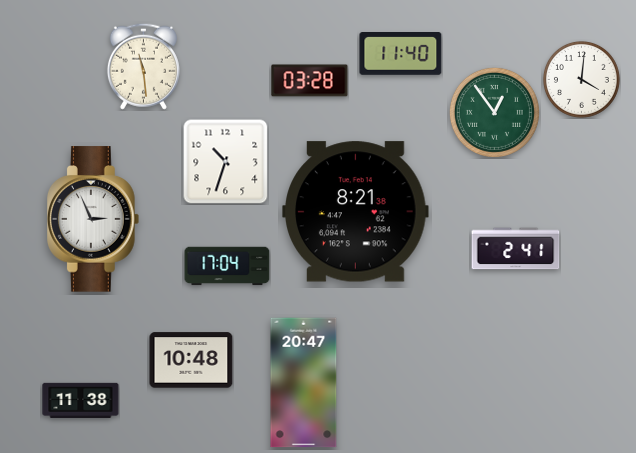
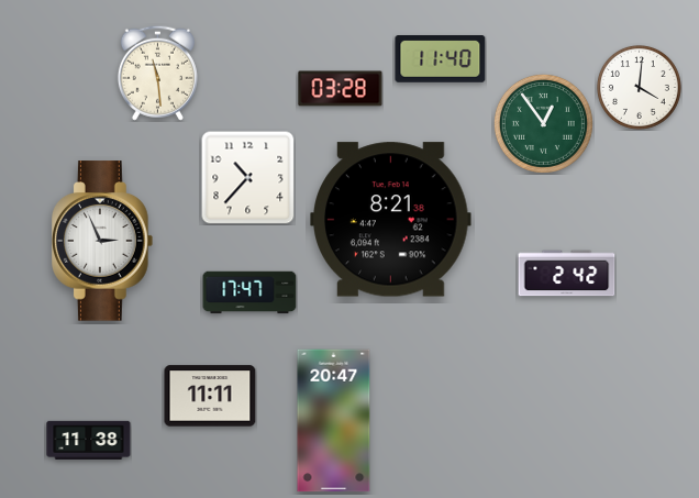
clock at (226, 162): 10:33 -> 10:37
clock at (356, 212) position: (356, 212) -> (391, 220)
clock at (516, 249): 2:41 -> 2:42
clock at (227, 266): 17:04 -> 17:47
clock at (191, 360): 10:48 -> 11:11
